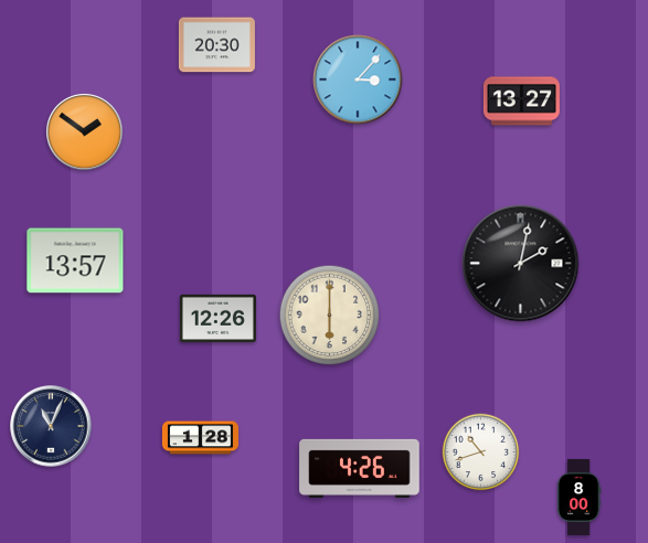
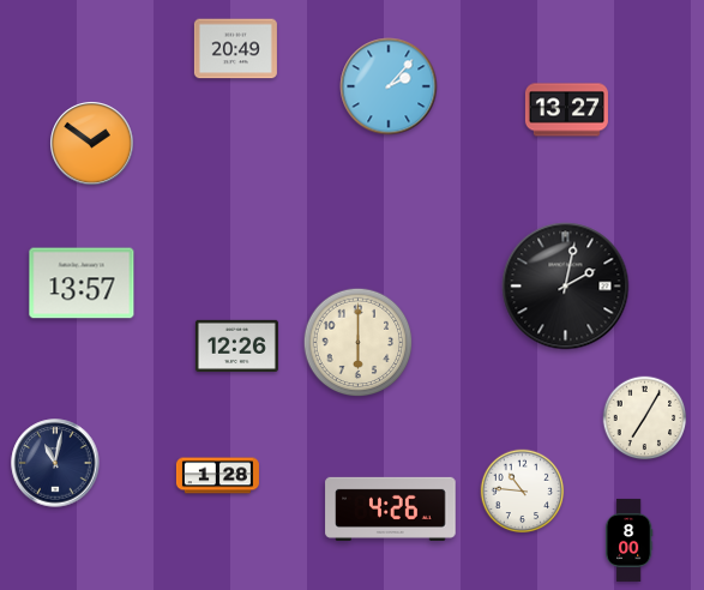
clock at (216, 45): 20:30 -> 20:49
clock at (358, 79): 3:07 -> 2:07
clock at (645, 419): none -> 7:05
clock at (51, 426): 11:04 -> 11:02
clock at (481, 453): 10:42 -> 10:46
